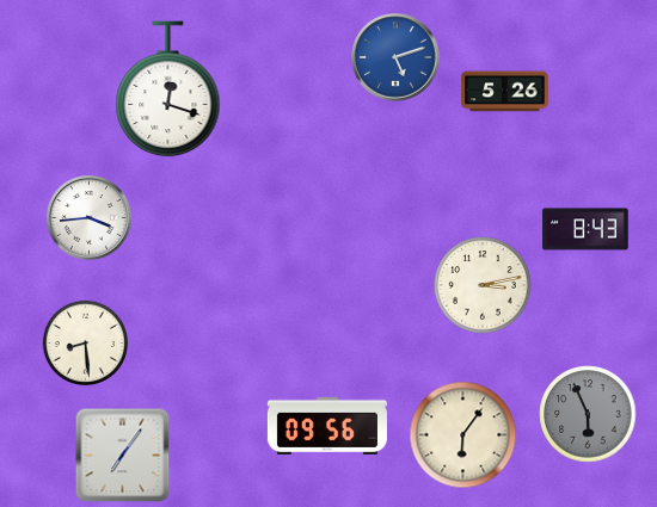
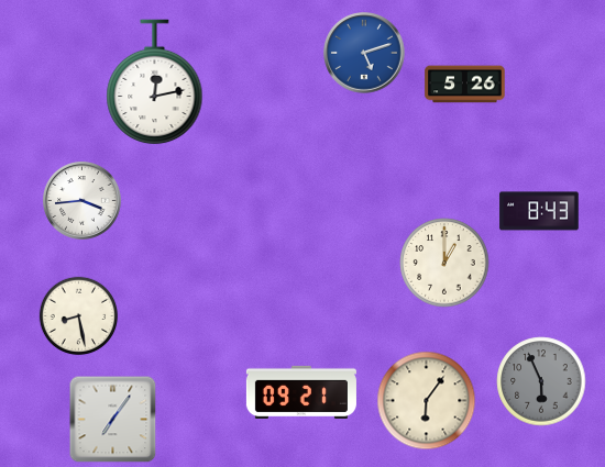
clock at (168, 89): 12:18 -> 12:13
clock at (483, 285): 3:13 -> 1:00
clock at (86, 344): 8:29 -> 8:28
clock at (327, 426): 09:56 -> 09:21
